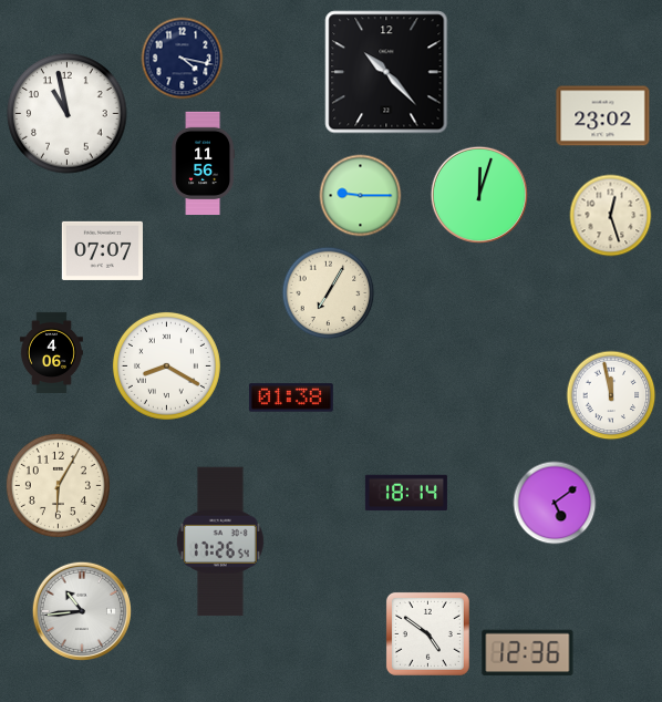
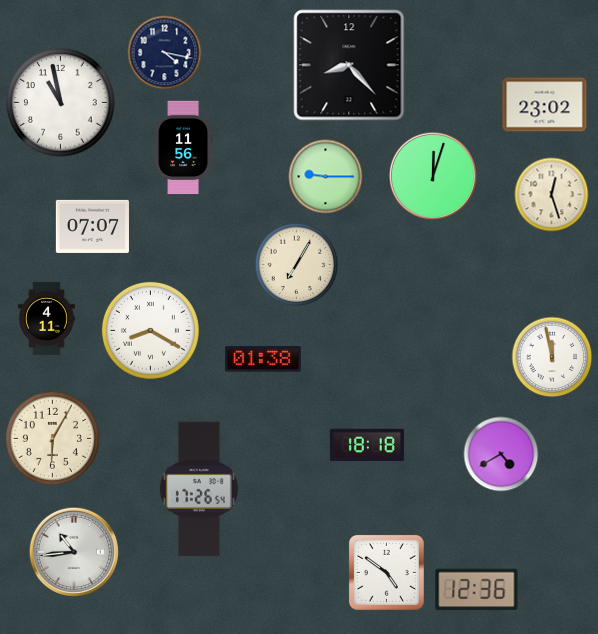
clock at (386, 72): 10:23 -> 8:23
clock at (51, 352): 4:06 -> 4:11
clock at (406, 493): 18:14 -> 18:18
clock at (555, 503): 5:09 -> 4:40
